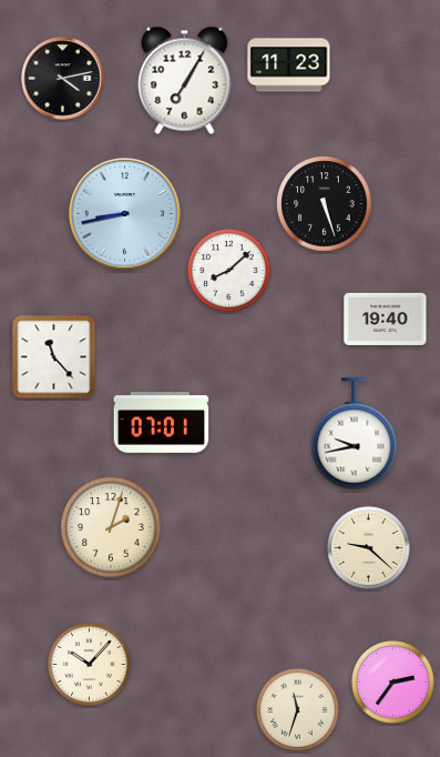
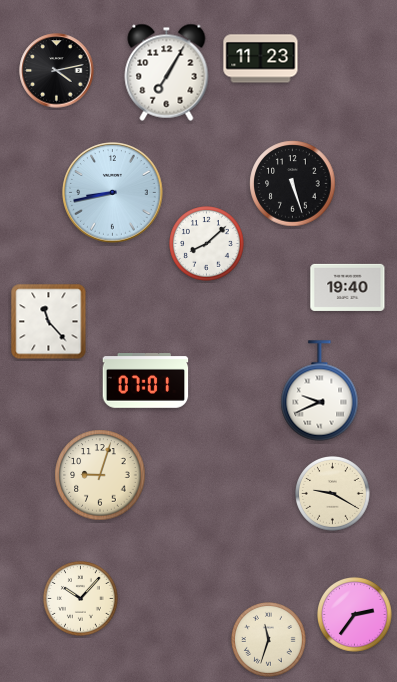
clock at (355, 434): 9:43 -> 9:41
clock at (111, 527): 2:03 -> 9:03
clock at (369, 548): 9:22 -> 9:20
